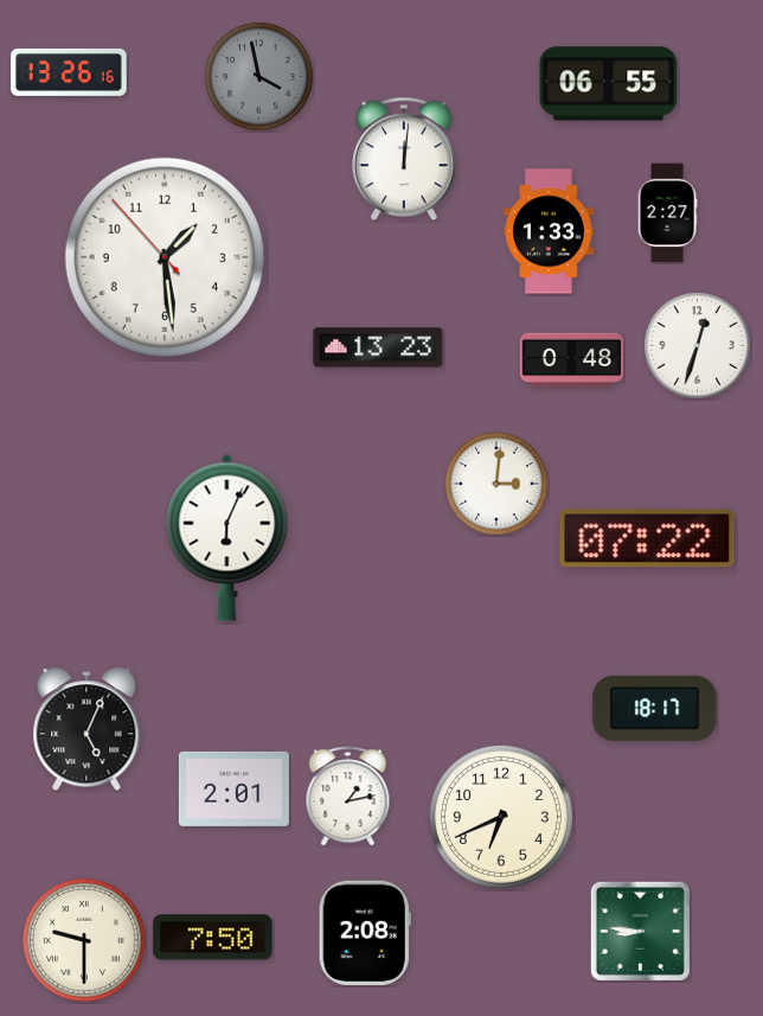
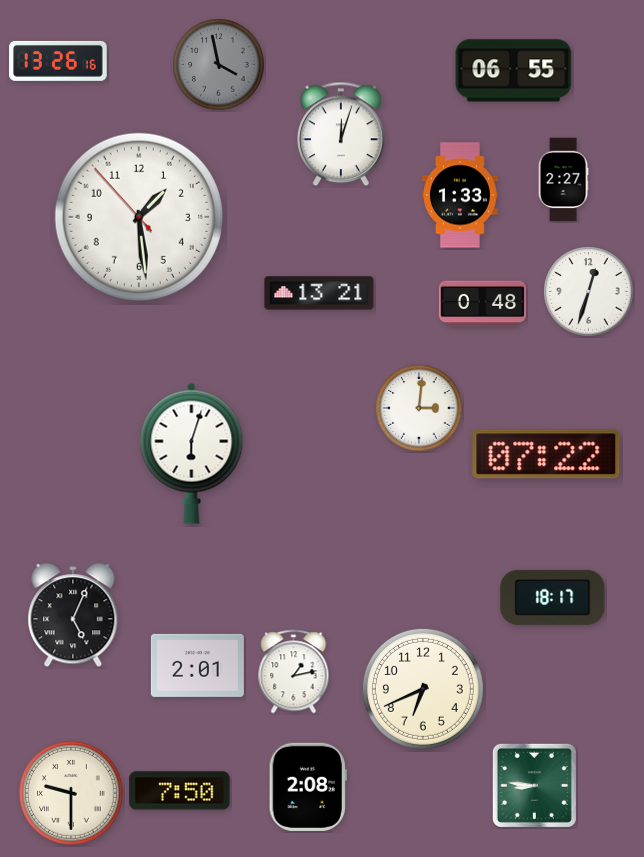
clock at (405, 159): 12:01 -> 12:03
clock at (550, 231) position: (550, 231) -> (461, 195)
clock at (378, 347): 13:23 -> 13:21
clock at (227, 537): 6:04 -> 6:03
clock at (640, 931) position: (640, 931) -> (534, 785)
